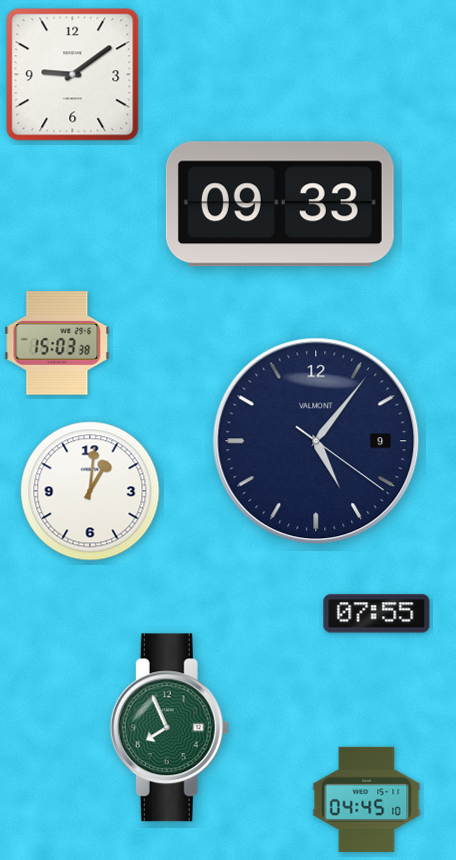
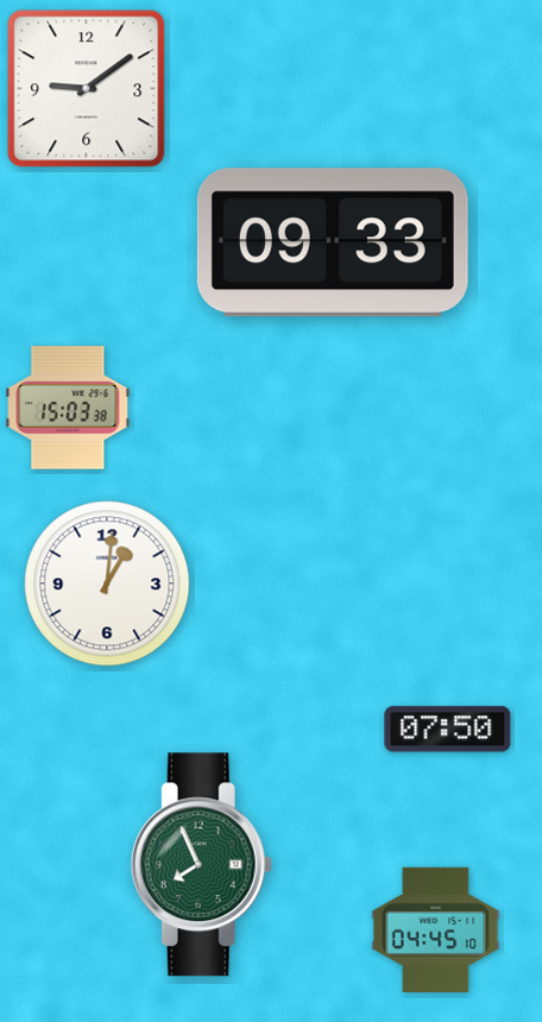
clock at (316, 441): 5:06 -> none
clock at (377, 614): 07:55 -> 07:50
clock at (367, 799) position: (367, 799) -> (436, 929)
